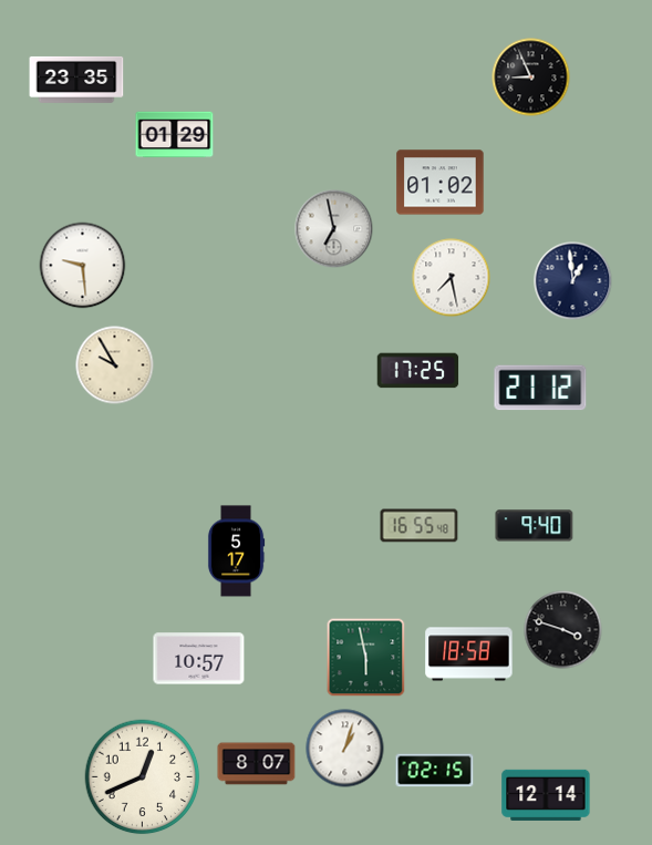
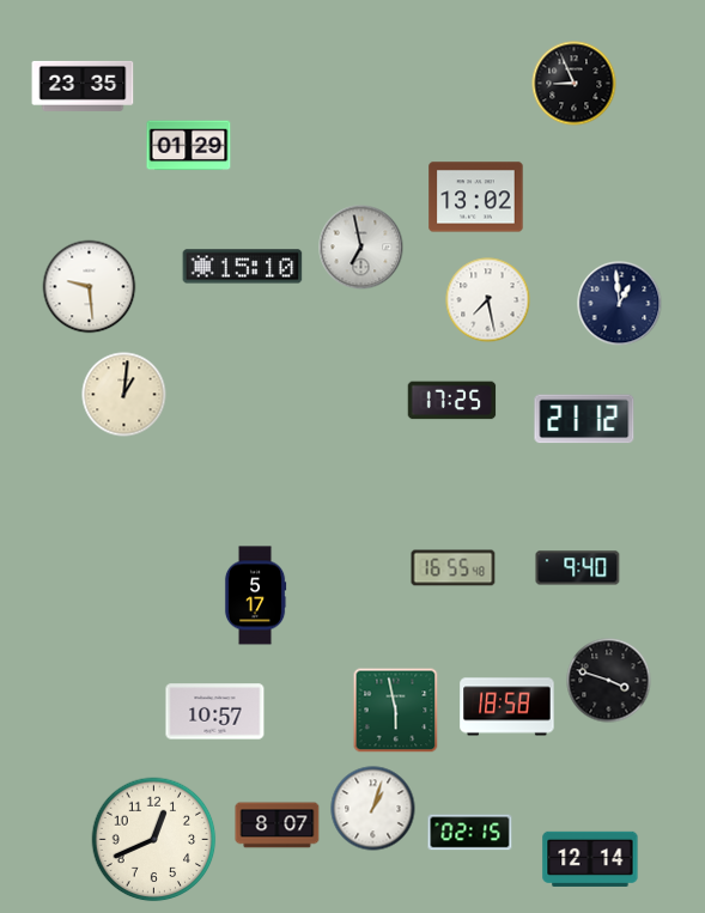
clock at (441, 183): 01:02 -> 13:02
clock at (243, 267): none -> 15:10
clock at (115, 365): 9:55 -> 1:01
